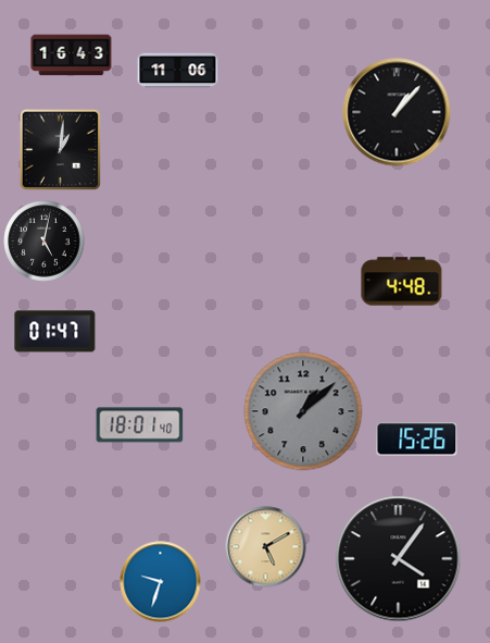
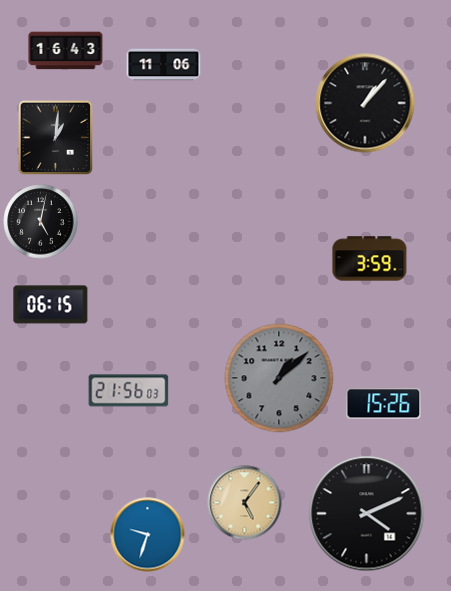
clock at (402, 282): 4:48 -> 3:59
clock at (55, 332): 01:47 -> 06:15
clock at (140, 425): 18:01 -> 21:56
clock at (266, 547): 5:10 -> 5:06
clock at (399, 559): 4:06 -> 4:11
